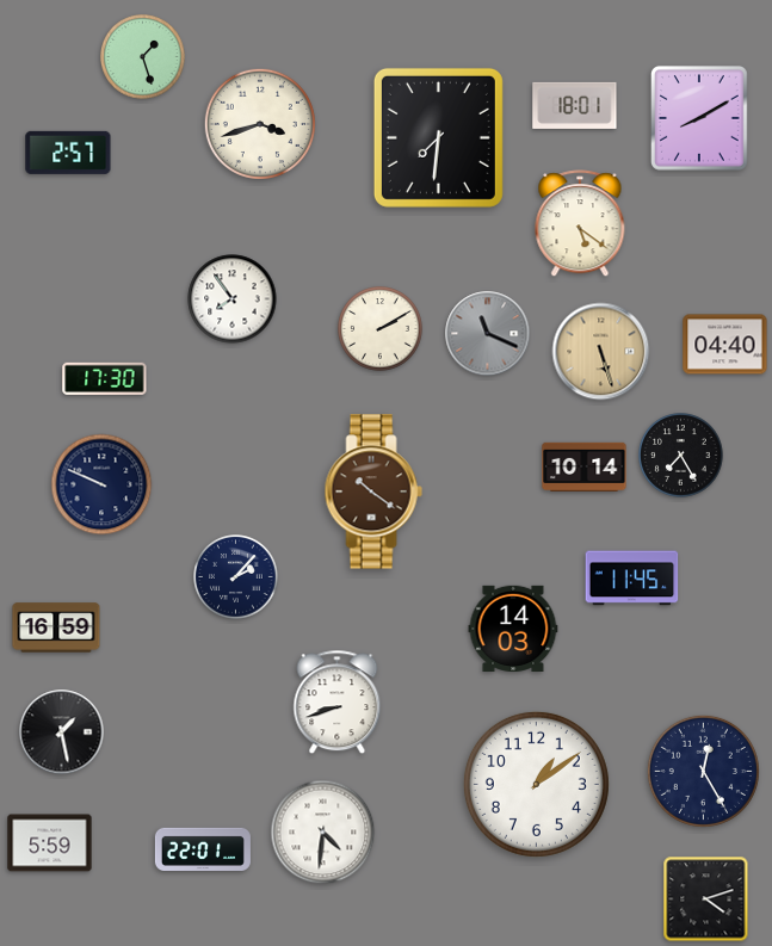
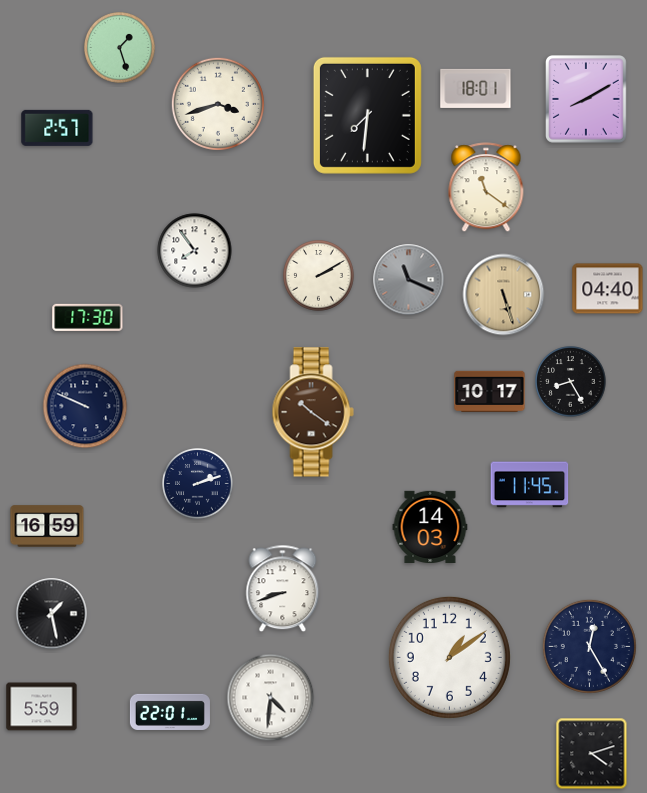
clock at (575, 105) position: (575, 105) -> (476, 88)
clock at (580, 224): 5:21 -> 11:21
clock at (681, 456): 7:25 -> 8:25
clock at (585, 466): 10:14 -> 10:17
clock at (236, 577): 2:07 -> 2:12
